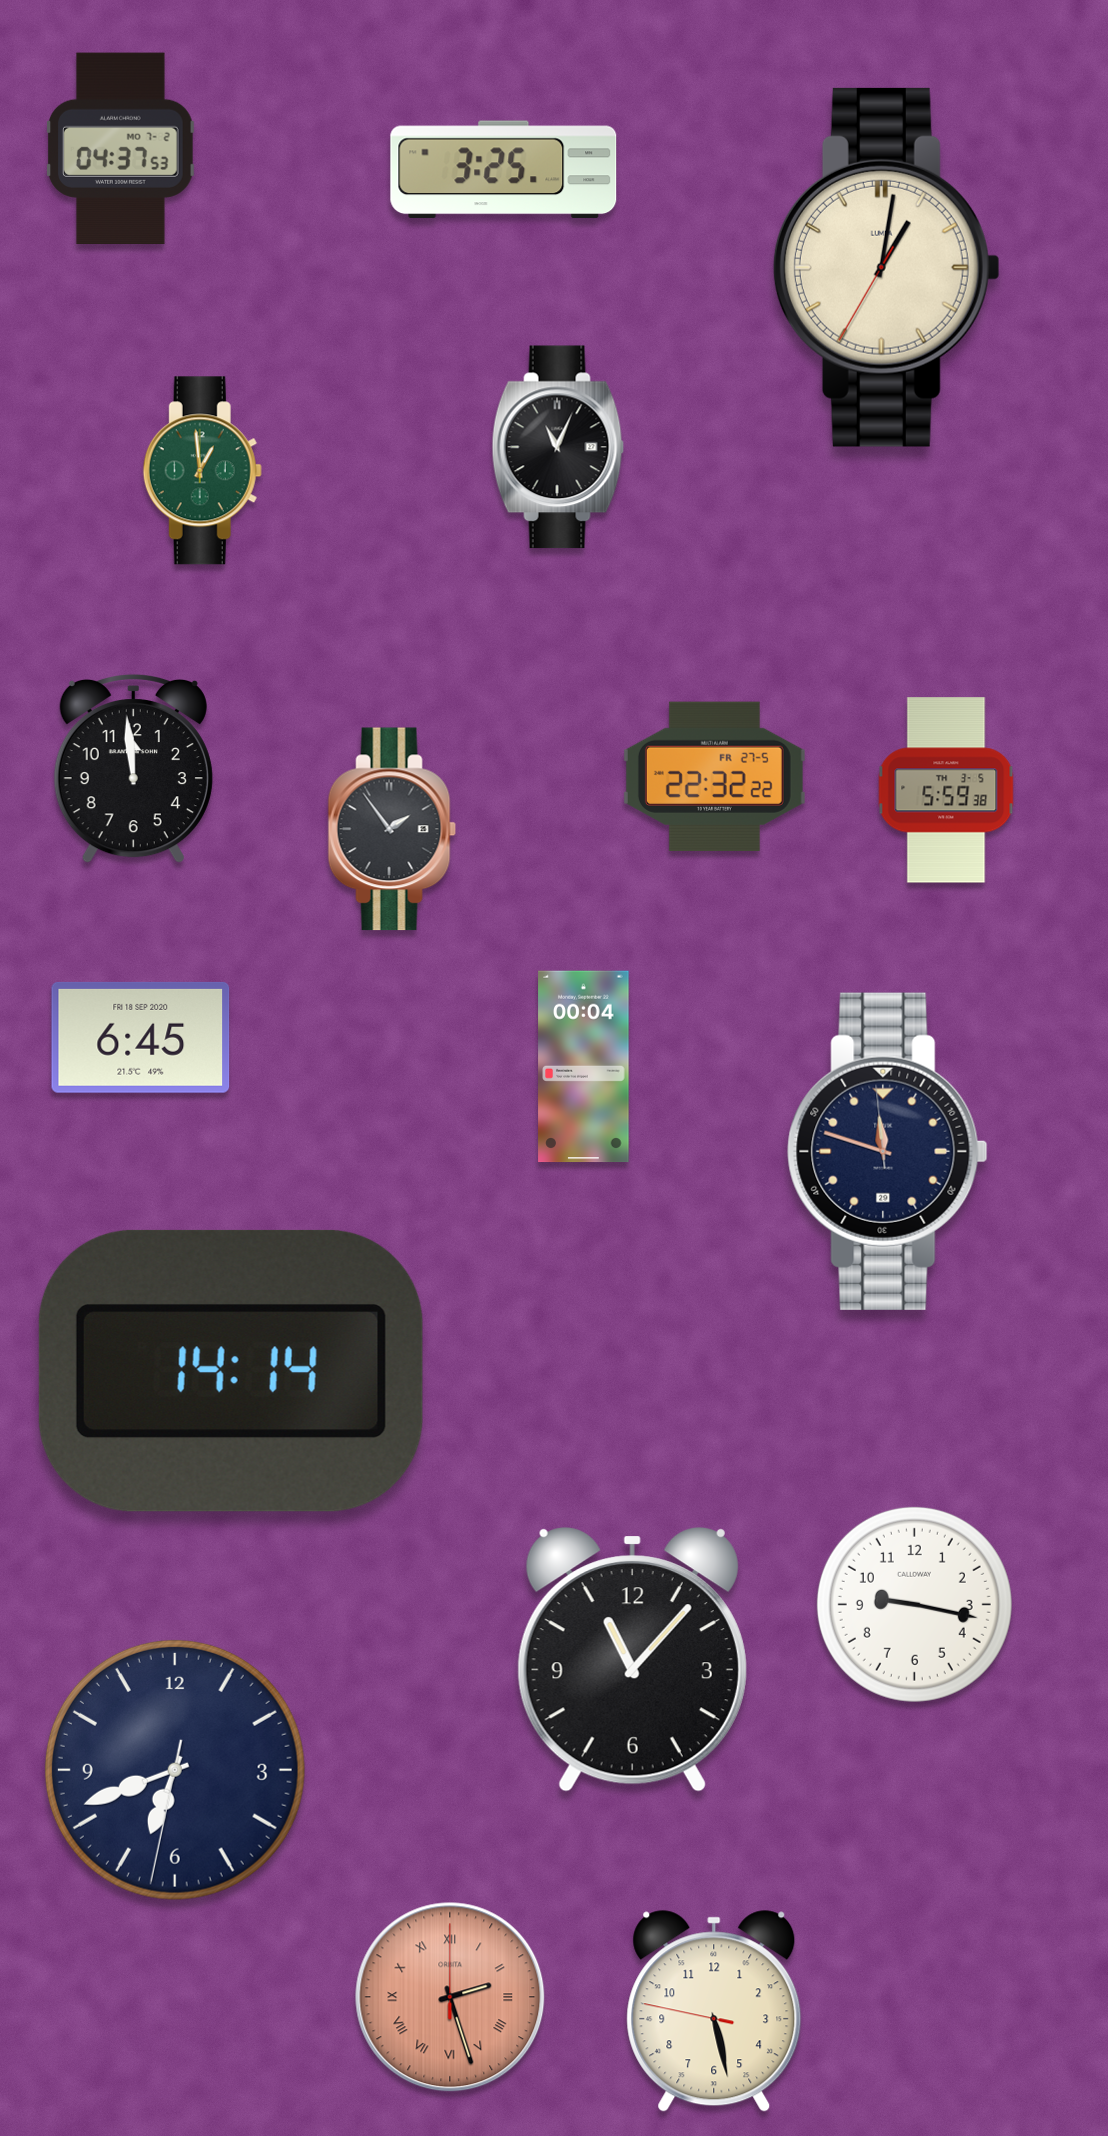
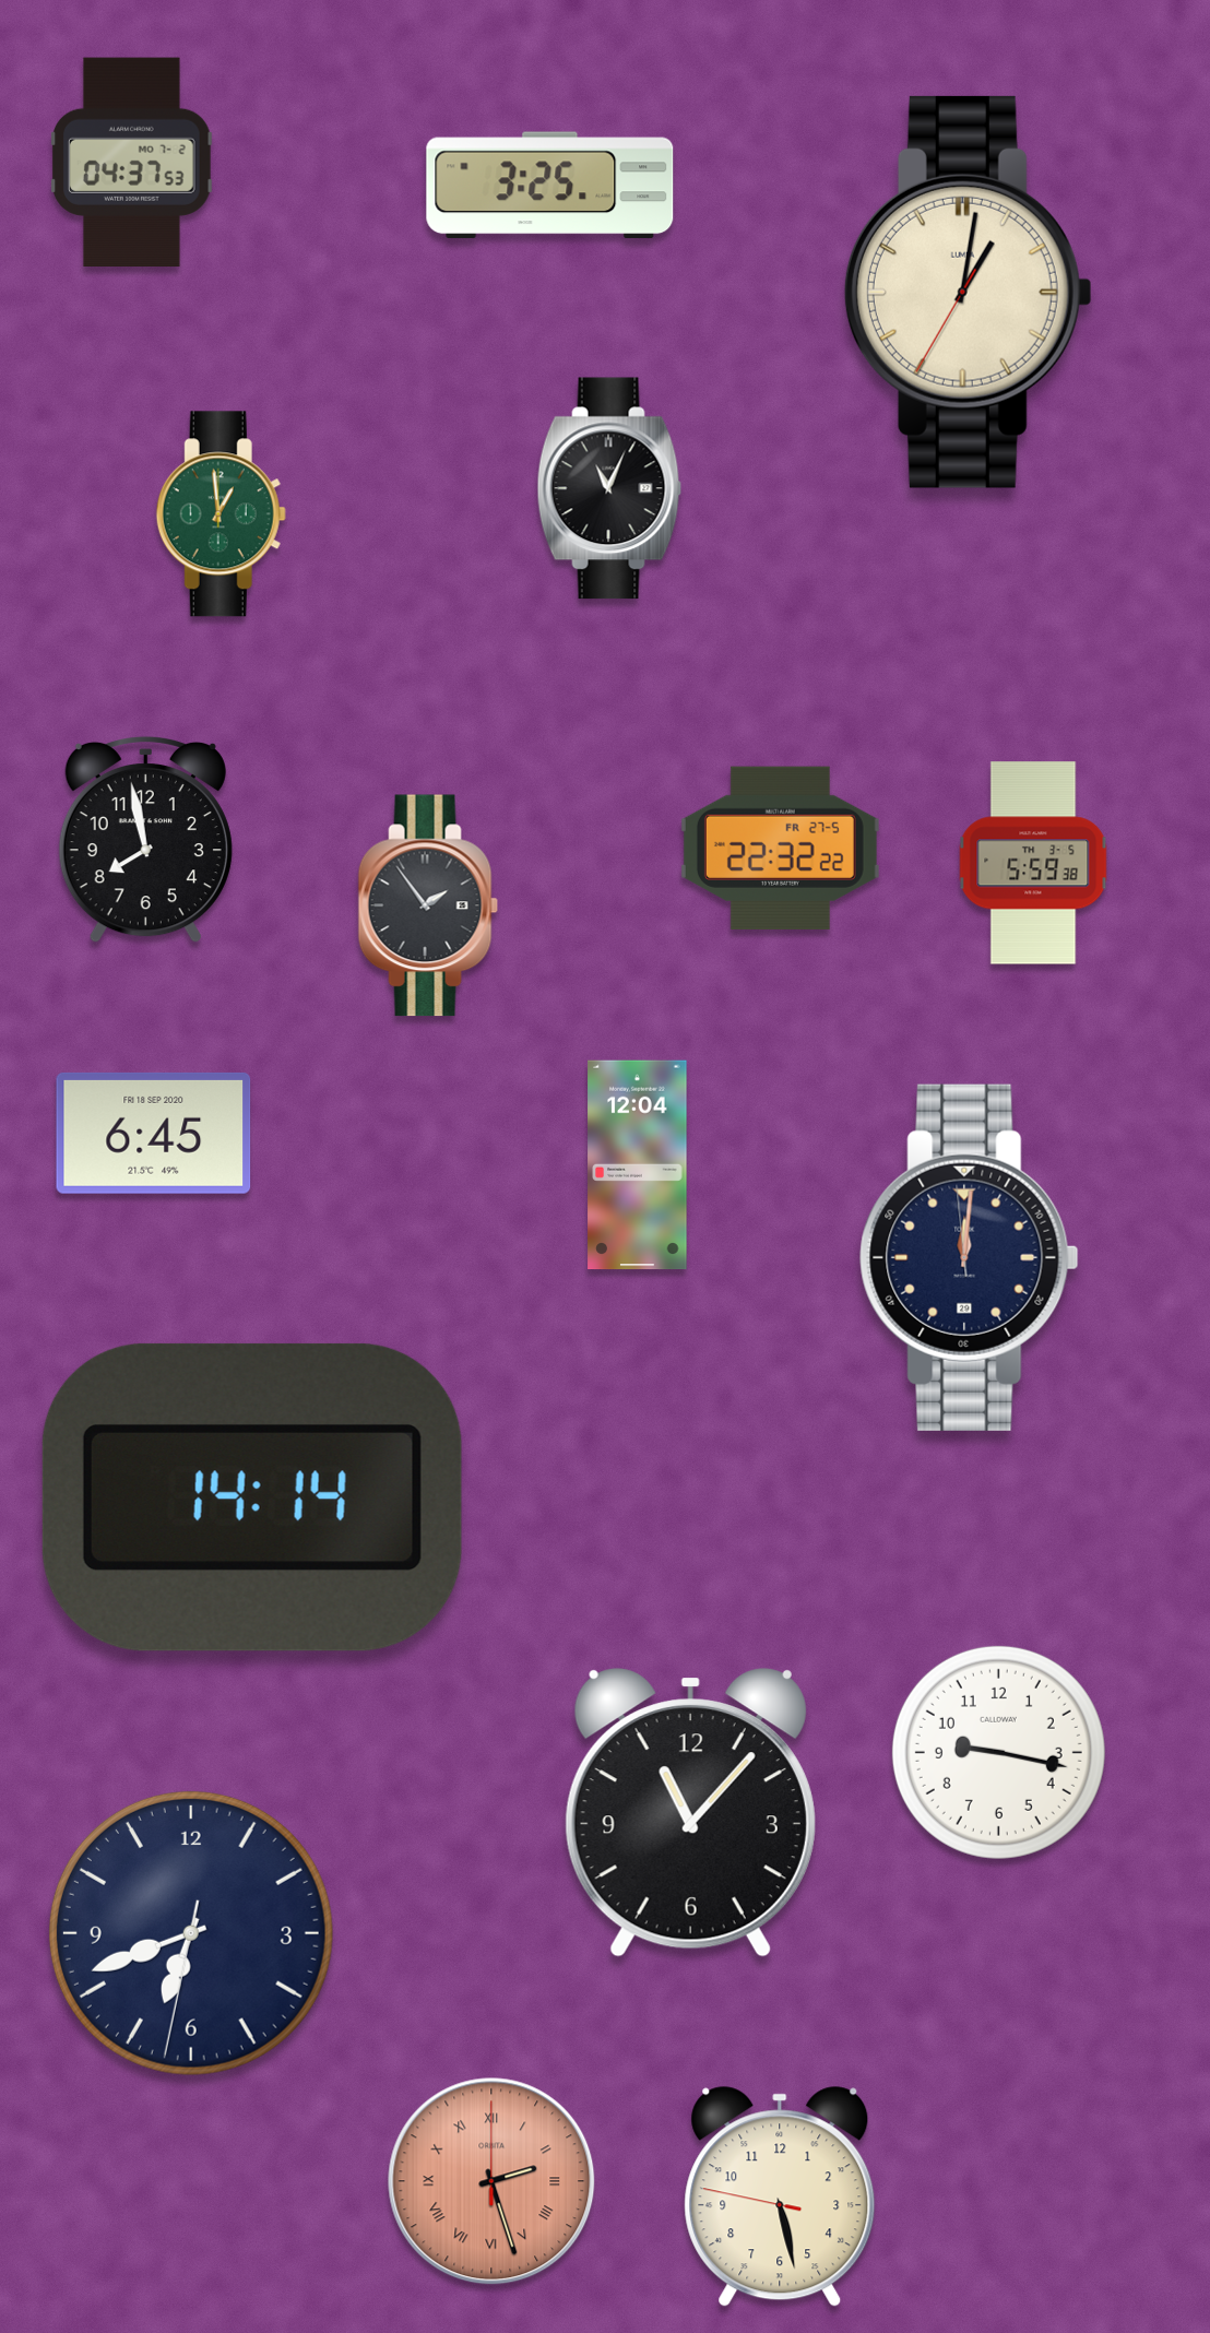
clock at (133, 768): 11:59 -> 7:58
clock at (584, 1067): 00:04 -> 12:04
clock at (888, 1151): 11:47 -> 12:00
